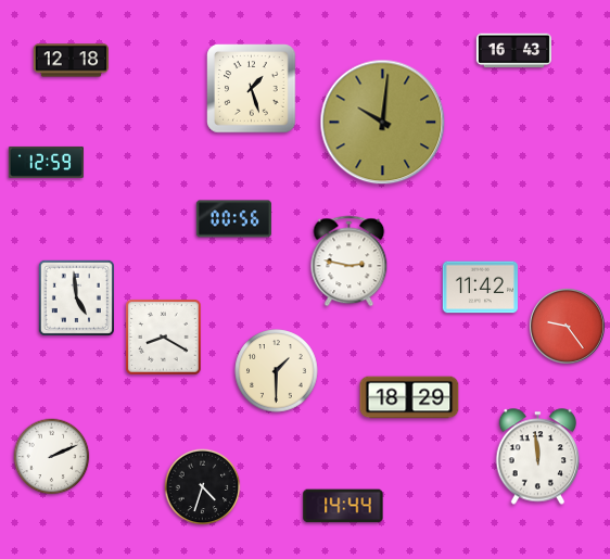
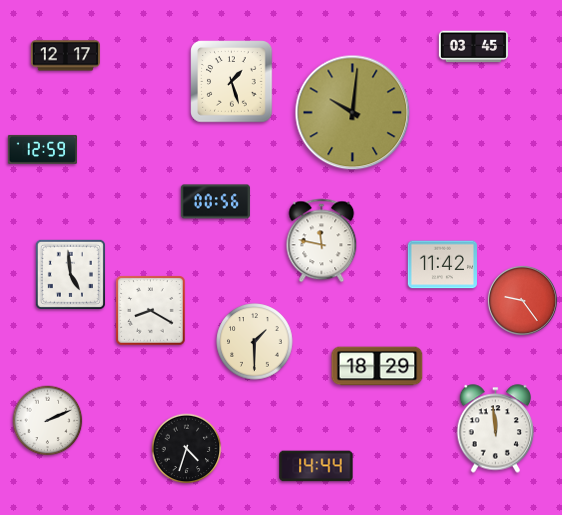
clock at (513, 51): 16:43 -> 03:45
clock at (71, 61): 12:18 -> 12:17
clock at (350, 262): 2:47 -> 11:47
clock at (538, 457) position: (538, 457) -> (496, 429)
